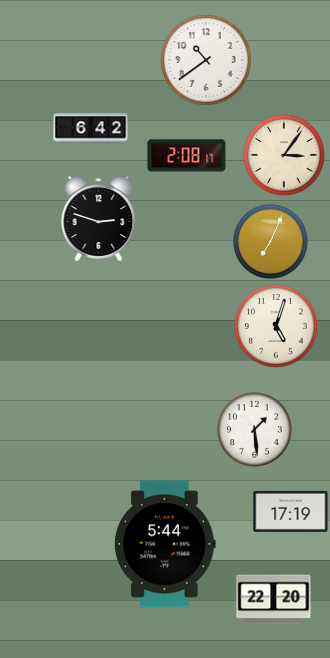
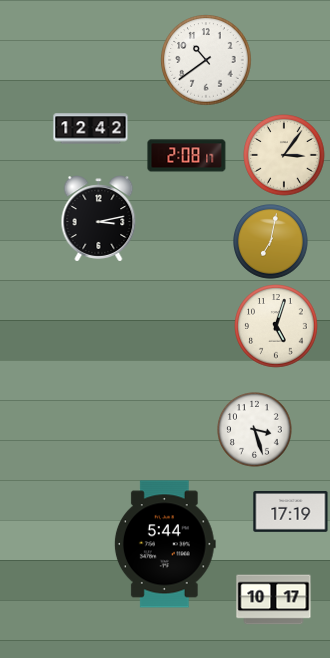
clock at (91, 129): 6:42 -> 12:42
clock at (99, 219): 2:48 -> 3:13
clock at (271, 242): 7:04 -> 7:02
clock at (255, 430): 1:29 -> 3:27
clock at (274, 600): 22:20 -> 10:17
